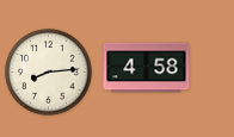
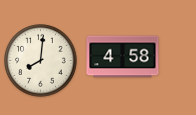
clock at (49, 73): 8:14 -> 8:01
